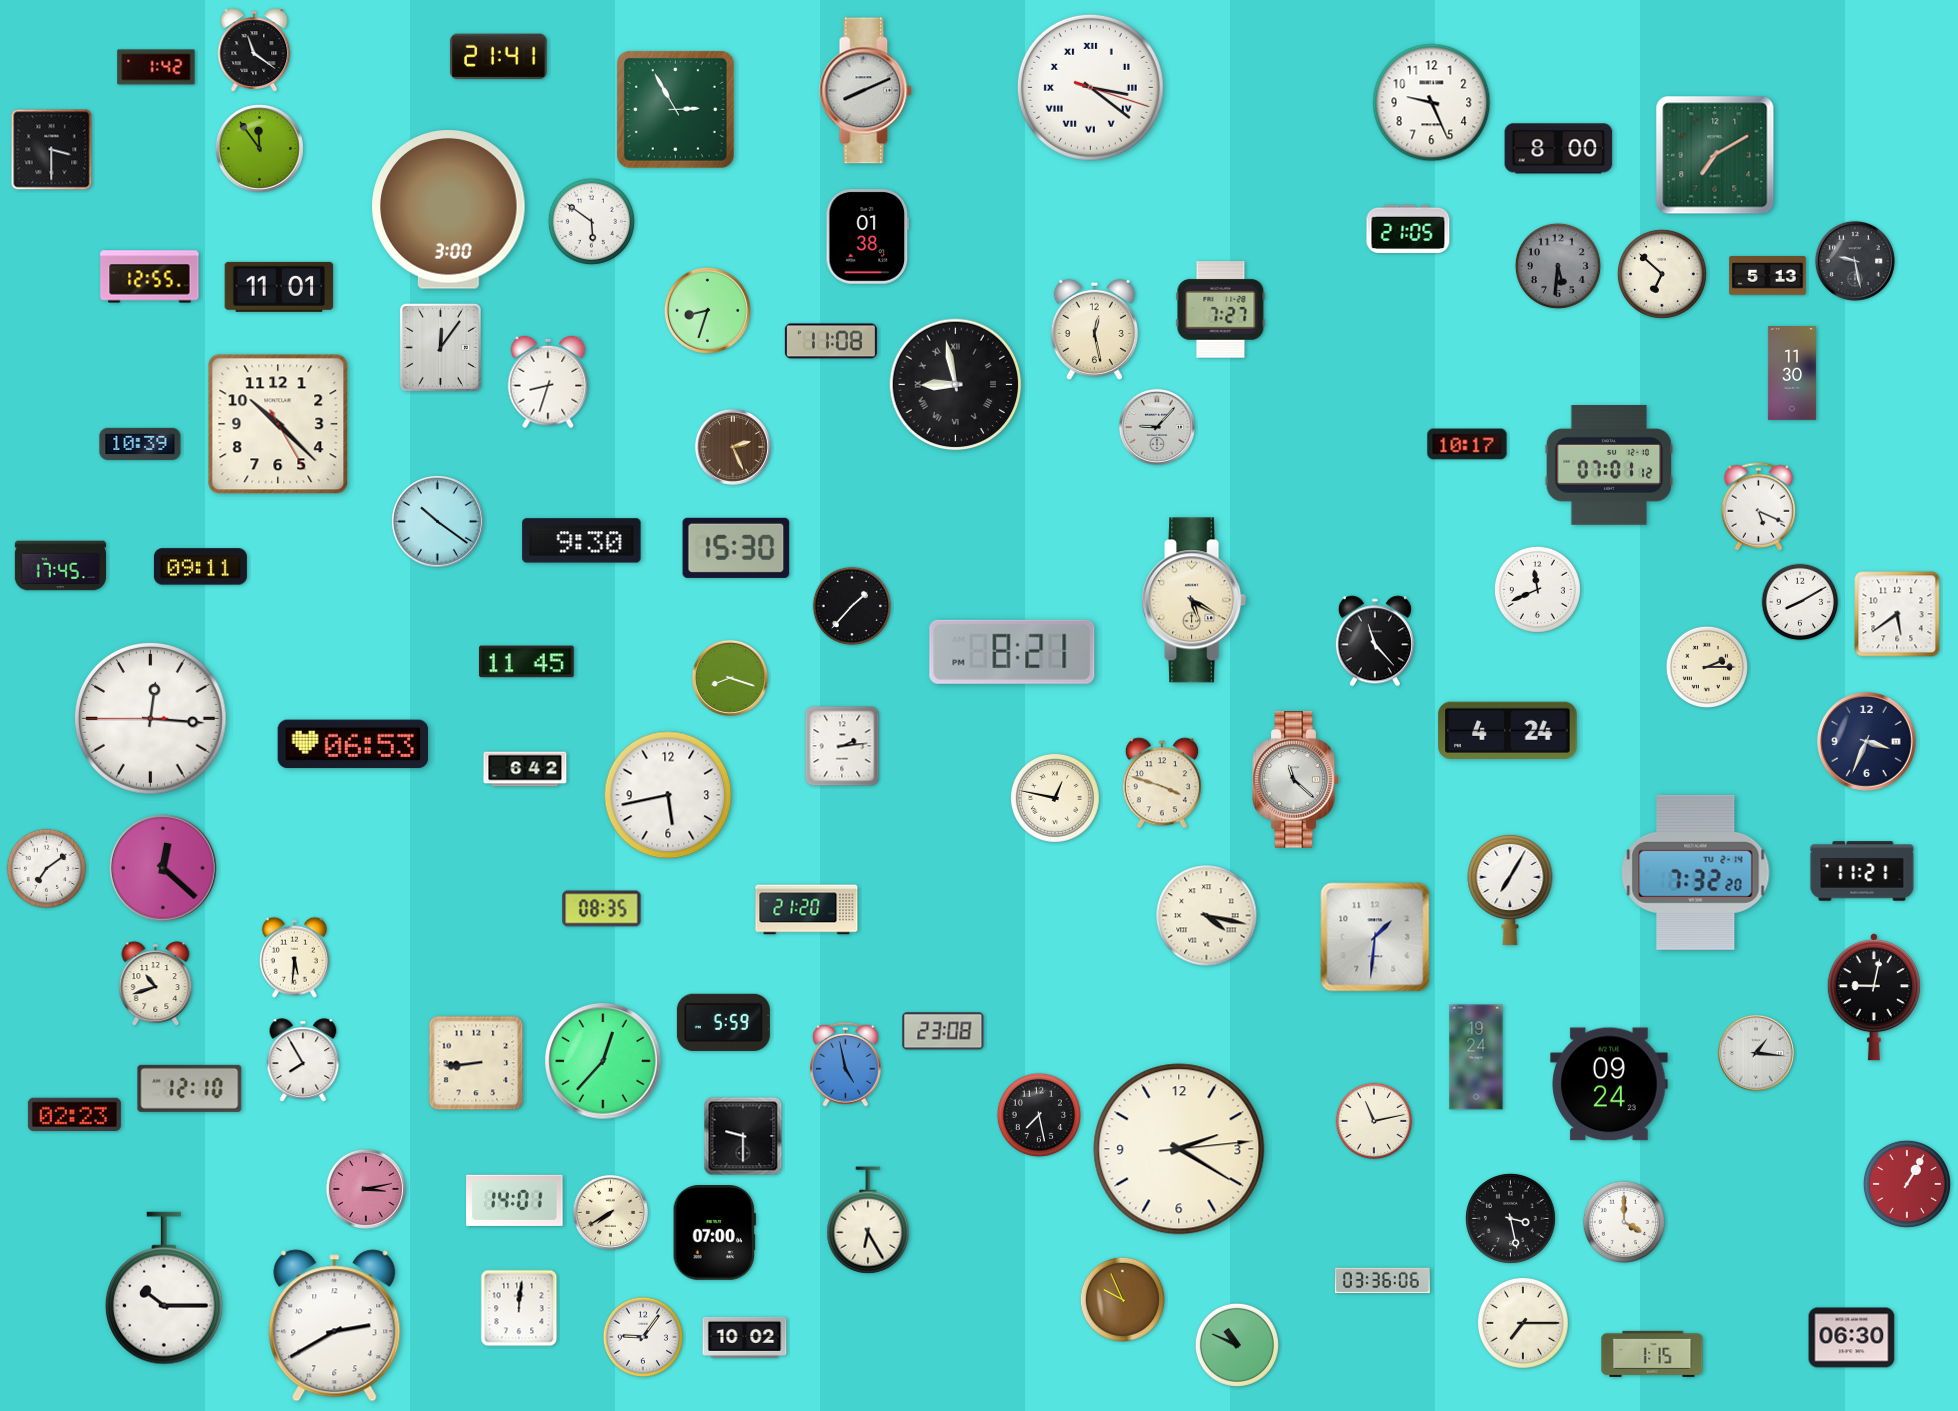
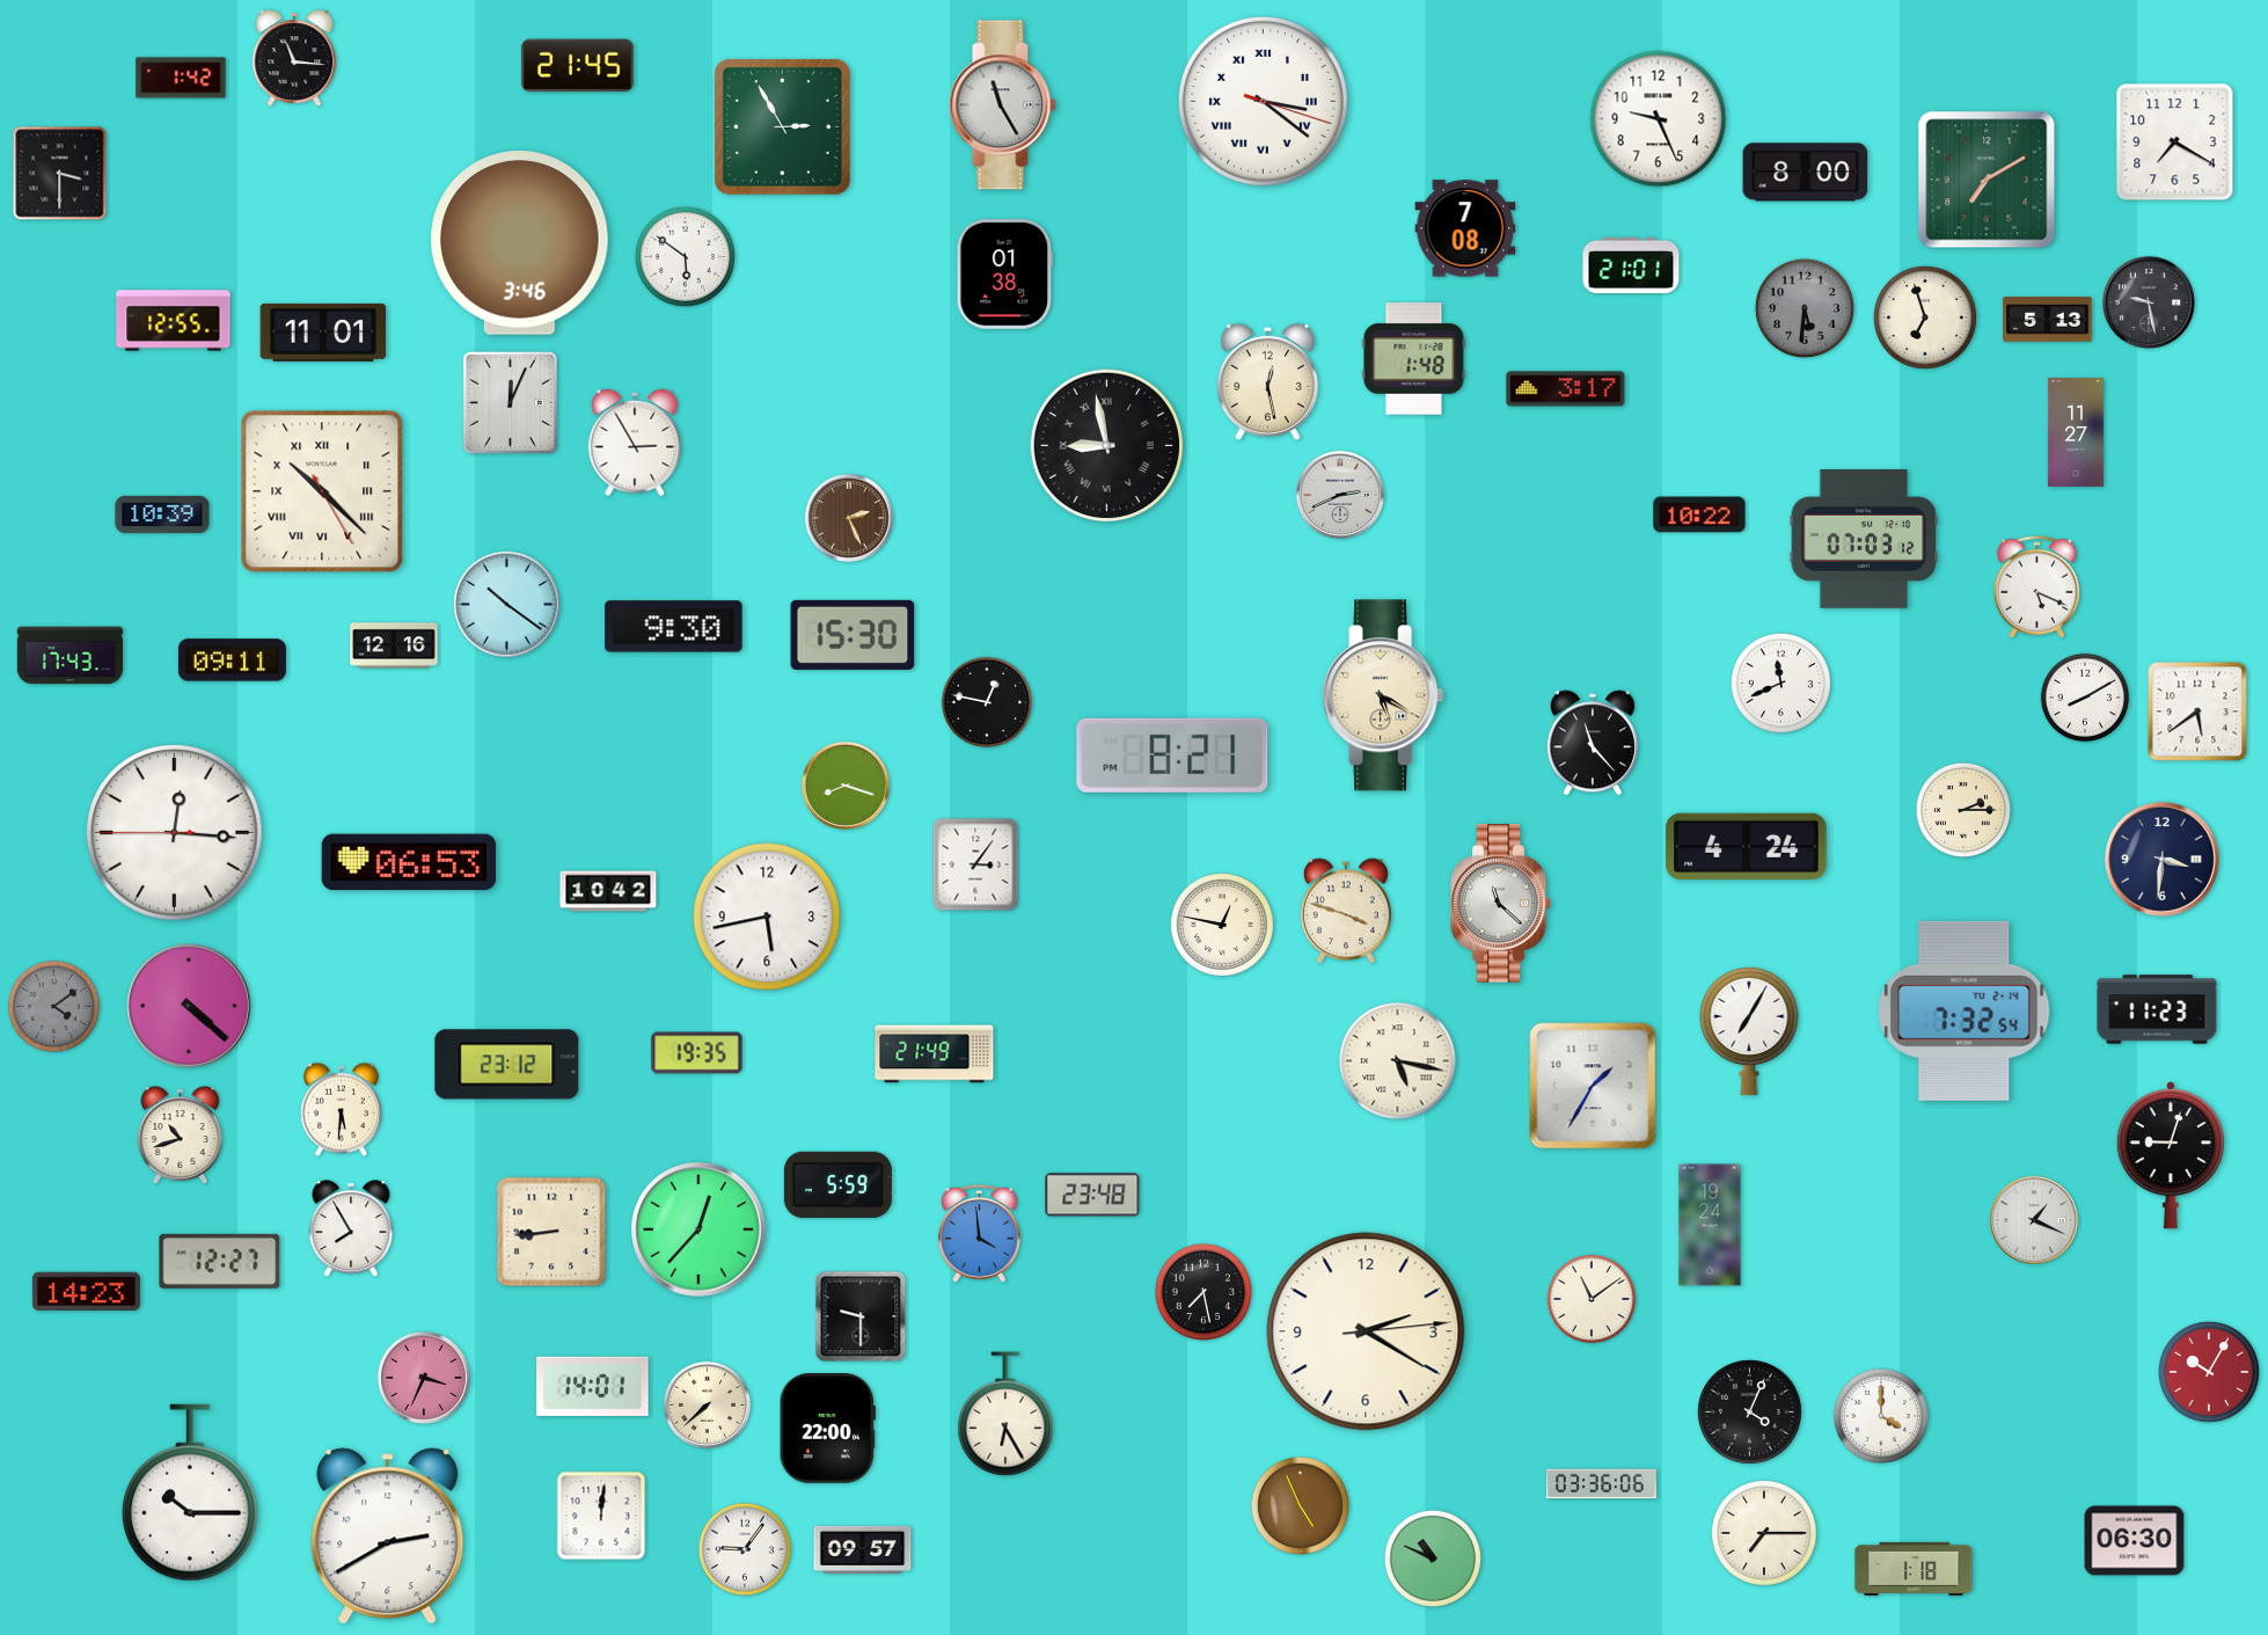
clock at (254, 50): 11:21 -> 11:16
clock at (499, 57): 21:41 -> 21:45
clock at (866, 91): 8:11 -> 11:25
clock at (2175, 143): none -> 7:20
clock at (259, 148): 11:54 -> none
clock at (1465, 228): none -> 7:08
clock at (449, 210): 3:00 -> 3:46
clock at (1408, 229): 21:05 -> 21:01
clock at (1662, 274): 6:52 -> 6:57
clock at (707, 310): 8:33 -> none
clock at (1221, 310): 7:27 -> 1:48
clock at (1566, 389): none -> 3:17
clock at (831, 341): 11:08 -> none
clock at (440, 347): 12:06 -> 12:04
clock at (1792, 374): 11:30 -> 11:27
clock at (548, 382): 8:33 -> 2:55
clock at (278, 424) numerals: Arabic -> Roman
clock at (1157, 427): 9:07 -> 2:41
clock at (1467, 444): 10:17 -> 10:22
clock at (1609, 466): 07:01 -> 07:03
clock at (394, 645): none -> 12:16
clock at (60, 566): 17:45 -> 17:43
clock at (200, 567) position: (200, 567) -> (232, 660)
clock at (852, 606): 1:37 -> 12:47
clock at (527, 662): 11:45 -> none
clock at (1706, 666) position: (1706, 666) -> (1962, 809)
clock at (1867, 742): 3:34 -> 3:31
clock at (842, 746): 2:14 -> 3:06
clock at (525, 769): 6:42 -> 10:42
clock at (1162, 783) position: (1162, 783) -> (1346, 911)
clock at (668, 795) position: (668, 795) -> (767, 917)
clock at (163, 868): 12:22 -> 4:22
clock at (47, 869): 7:09 -> 4:09
clock at (47, 869) dial: white -> grey
clock at (1862, 871): 11:21 -> 11:23
clock at (1696, 872): 7:32:20 -> 7:32:54
clock at (602, 909): 08:35 -> 19:35
clock at (807, 910): 21:20 -> 21:49
clock at (1207, 916): 4:17 -> 5:17
clock at (507, 1065): none -> 23:12
clock at (1375, 937): 1:31 -> 1:35
clock at (156, 984) position: (156, 984) -> (181, 1136)
clock at (1874, 997): 9:02 -> 9:03
clock at (943, 1031): 23:08 -> 23:48
clock at (1756, 1053): 1:16 -> 1:19
clock at (845, 1064): 4:58 -> 3:59
clock at (1609, 1084): 09:24 -> none
clock at (190, 1088): 12:10 -> 12:27
clock at (74, 1115): 02:23 -> 14:23
clock at (1374, 1121): 11:13 -> 11:09
clock at (1907, 1184): 1:05 -> 10:05
clock at (366, 1189): 3:13 -> 3:34
clock at (515, 1200) position: (515, 1200) -> (593, 1386)
clock at (610, 1212): 7:40 -> 7:38
clock at (1510, 1218): 3:28 -> 4:04
clock at (714, 1233): 07:00 -> 22:00
clock at (1122, 1299): 9:56 -> 4:56
clock at (745, 1337): 10:02 -> 09:57
clock at (1852, 1338) position: (1852, 1338) -> (2135, 1541)
clock at (1652, 1354): 1:15 -> 1:18
